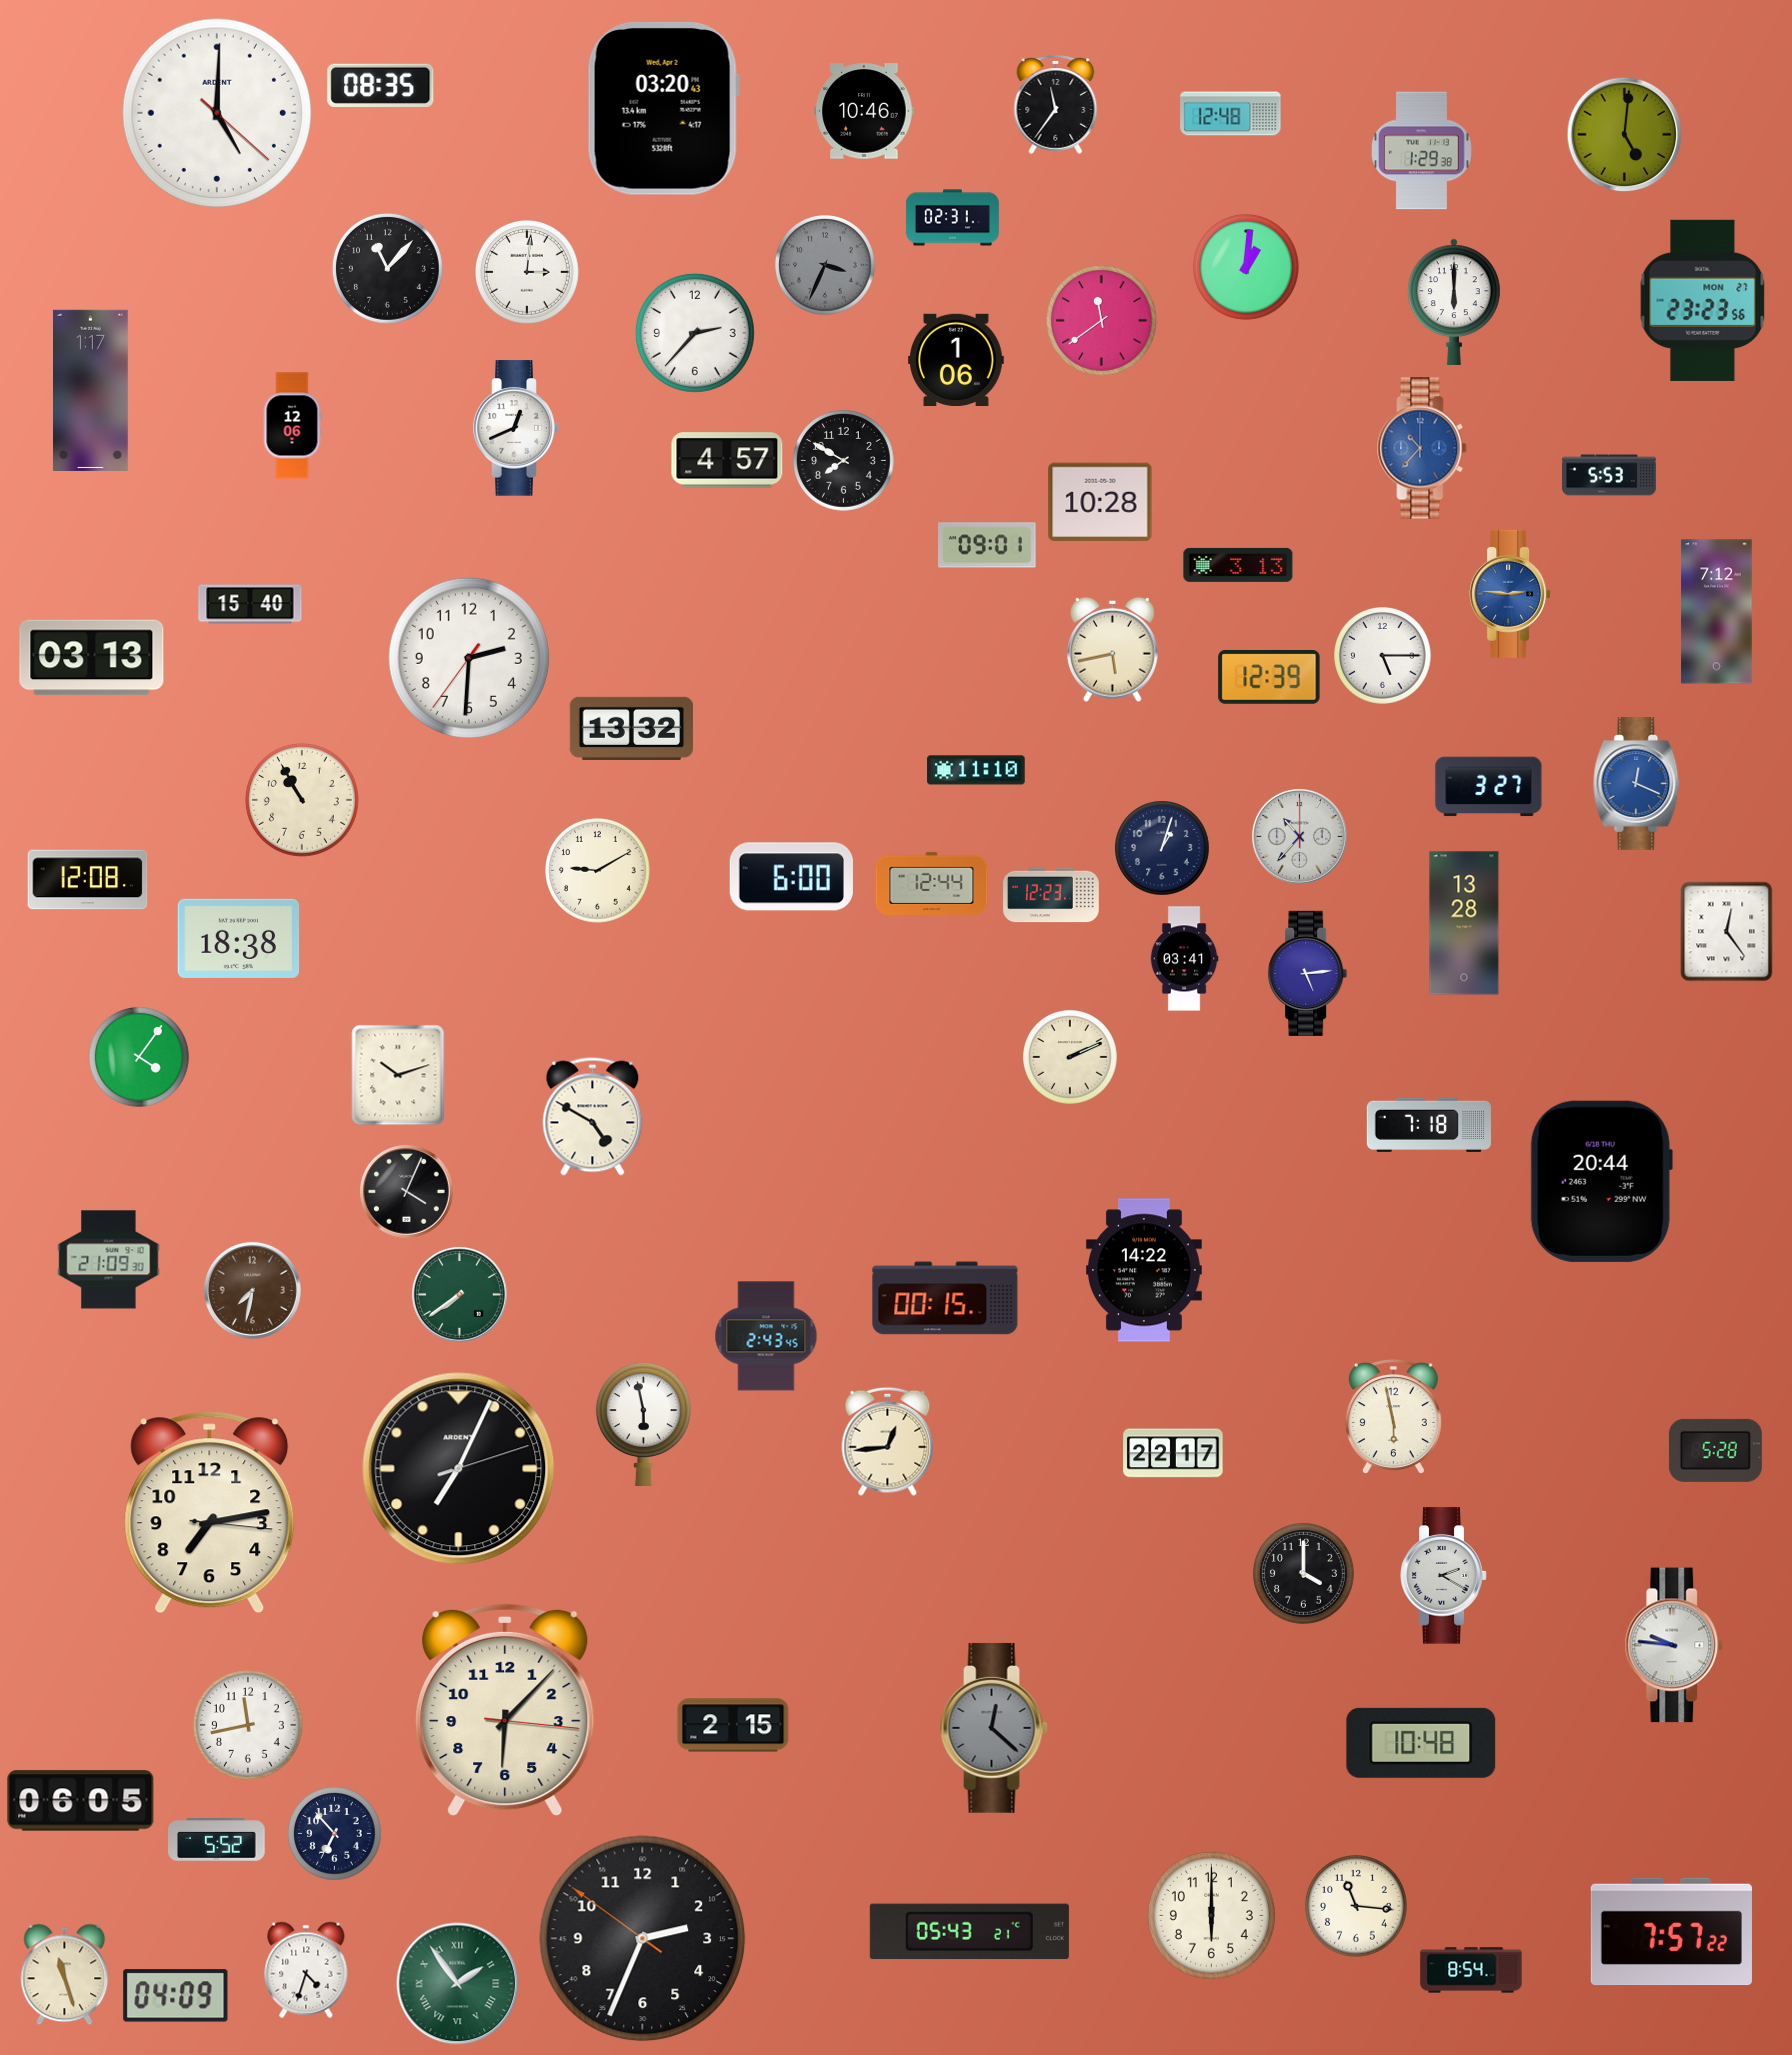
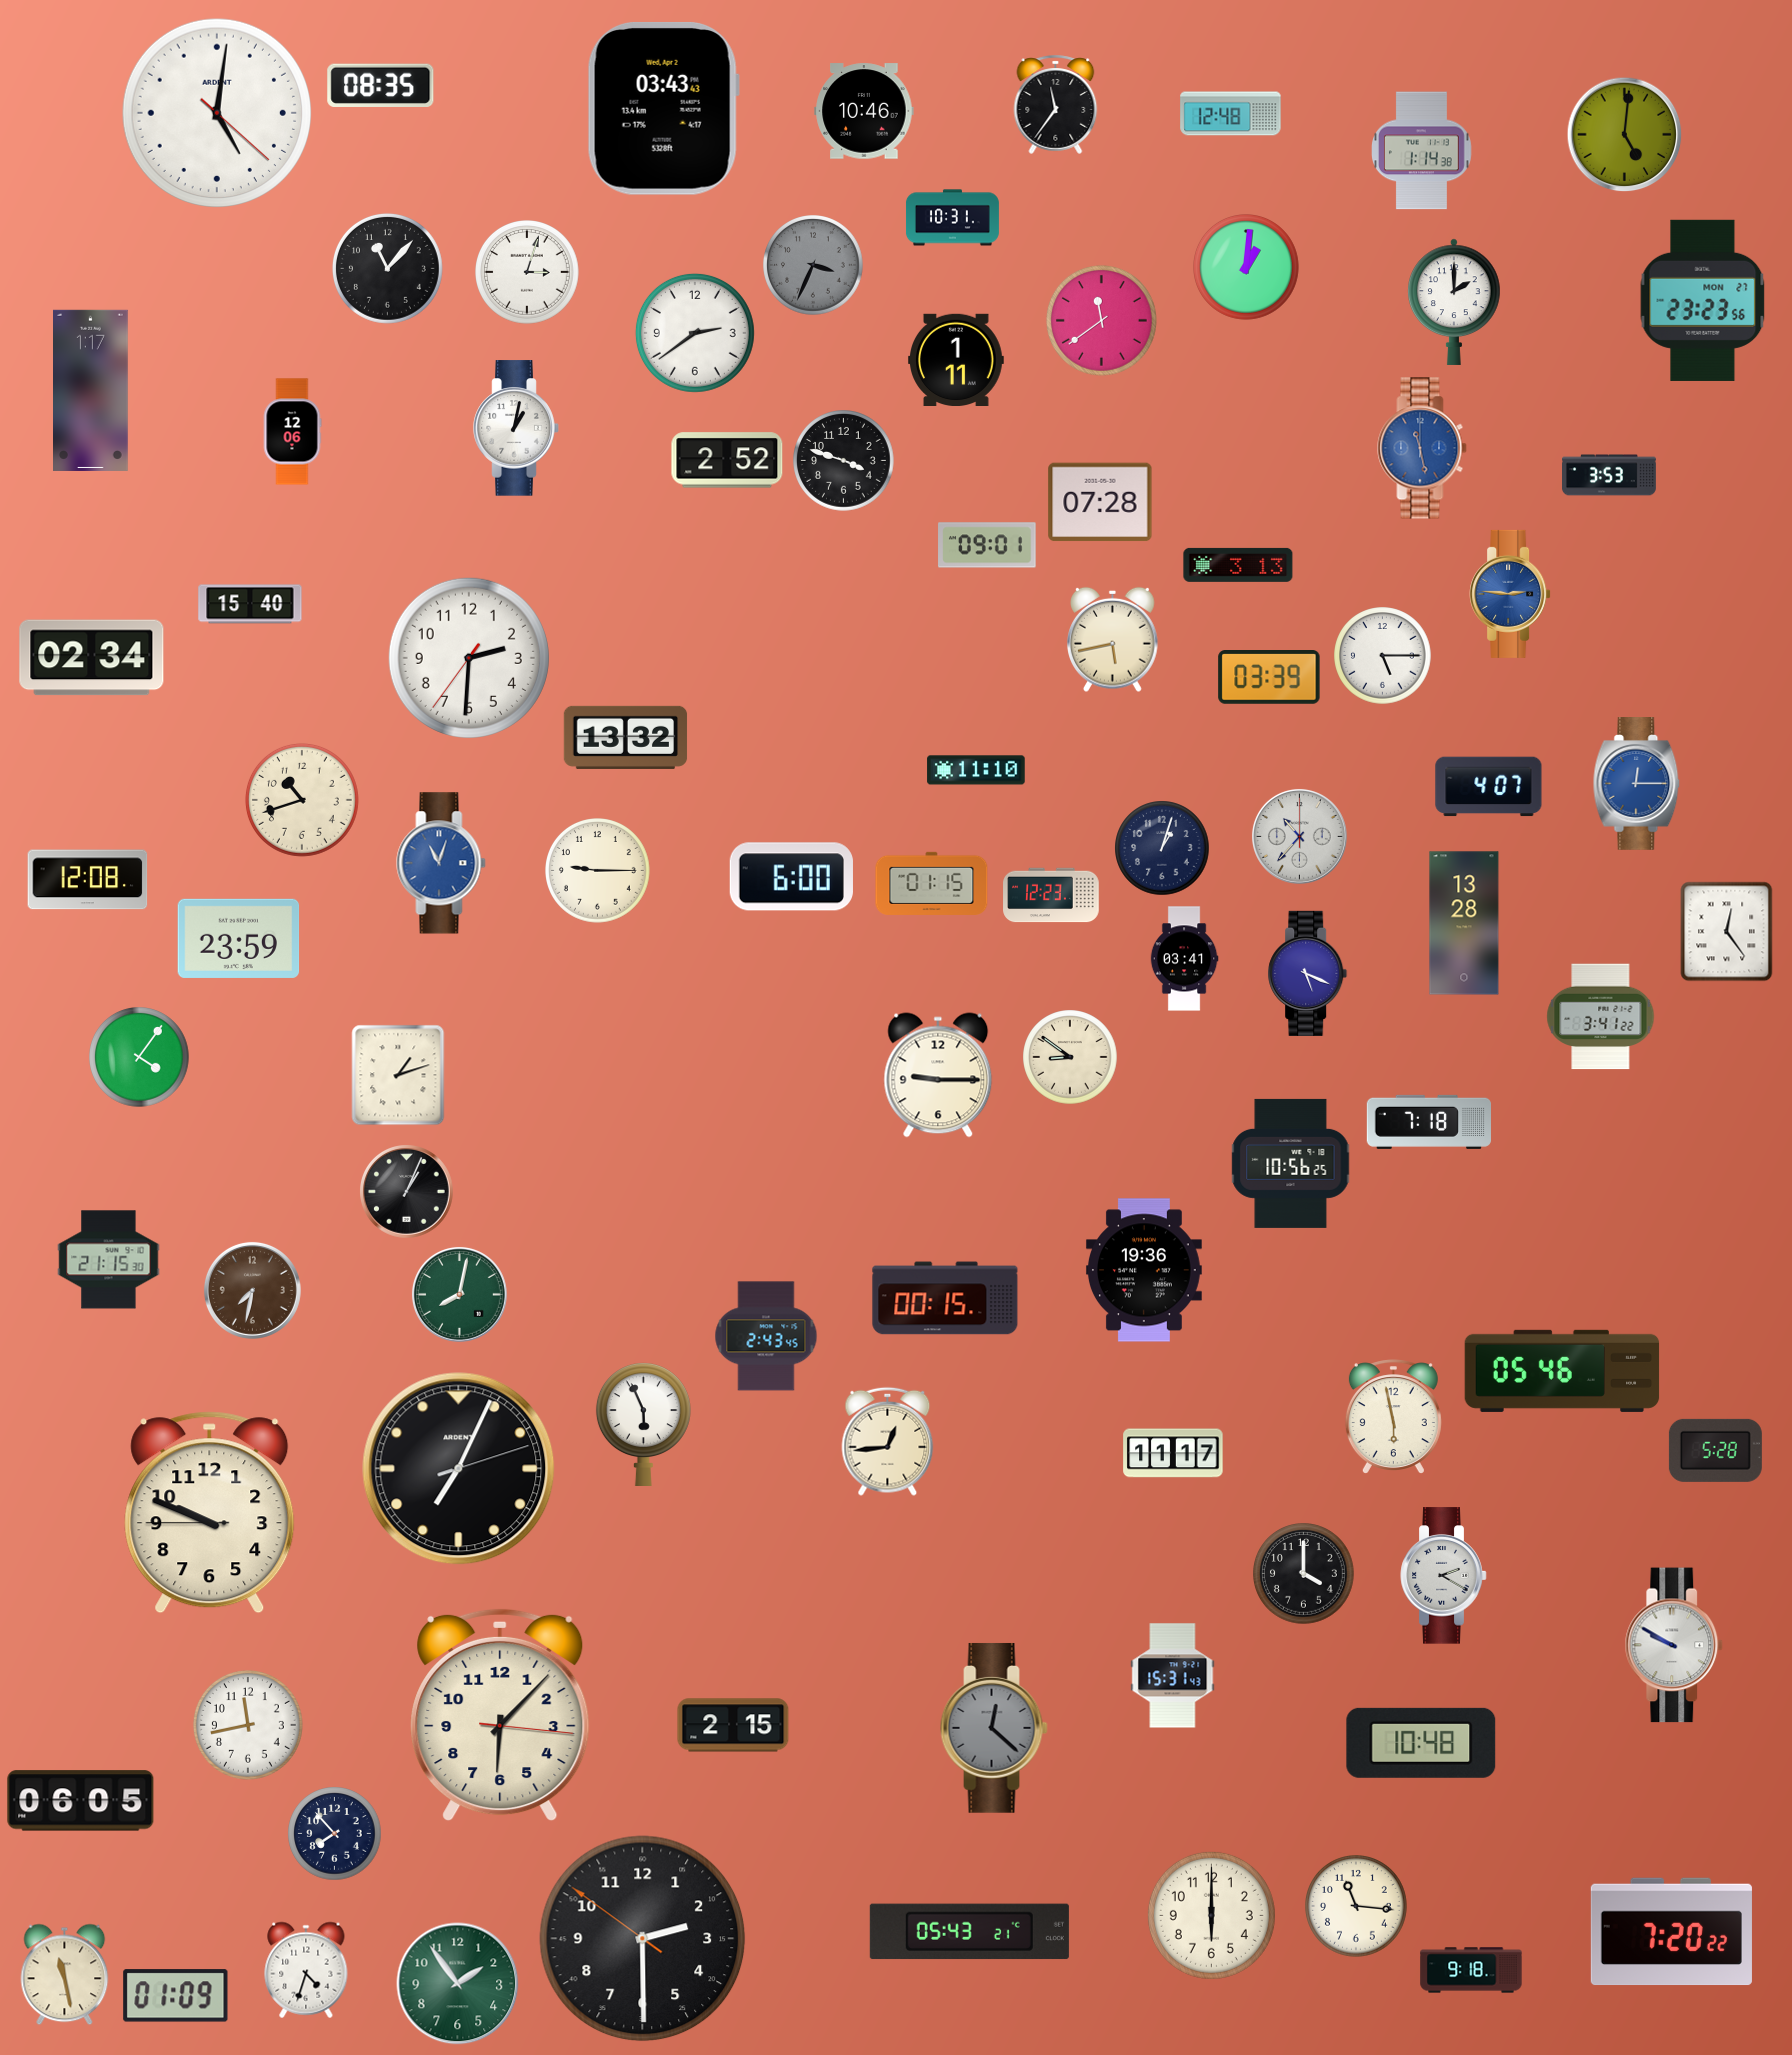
clock at (663, 109): 03:20 -> 03:43
clock at (216, 112): 5:00 -> 5:01
clock at (1422, 151): 1:29 -> 1:14
clock at (952, 218): 02:31 -> 10:31
clock at (825, 265) position: (825, 265) -> (813, 265)
clock at (528, 273): 3:01 -> 3:03
clock at (1454, 302): 6:00 -> 2:00
clock at (695, 333): 2:37 -> 2:39
clock at (957, 359): 1:06 -> 1:11
clock at (292, 426) position: (292, 426) -> (292, 432)
clock at (516, 428): 12:41 -> 1:02
clock at (1422, 448): 10:37 -> 11:28
clock at (727, 460): 4:57 -> 2:52
clock at (844, 461): 7:50 -> 3:48
clock at (1610, 475): 5:53 -> 3:53
clock at (1100, 502): 10:28 -> 07:28
clock at (1717, 612): 7:12 -> none
clock at (1113, 649) position: (1113, 649) -> (1113, 639)
clock at (92, 658): 03:13 -> 02:34
clock at (1269, 677): 12:39 -> 03:39
clock at (632, 728) position: (632, 728) -> (626, 737)
clock at (1637, 784): 12:19 -> 12:15
clock at (1489, 787): 3:27 -> 4:07
clock at (302, 800): 10:55 -> 10:42
clock at (441, 863): none -> 11:03
clock at (598, 871): 9:10 -> 9:15
clock at (932, 883): 12:44 -> 01:15
clock at (239, 938): 18:38 -> 23:59
clock at (1308, 973): 5:14 -> 5:19
clock at (1601, 1017): none -> 3:41
clock at (1070, 1057): 2:11 -> 8:51
clock at (398, 1075): 10:12 -> 1:12
clock at (938, 1075): none -> 9:15
clock at (593, 1117): 4:50 -> none
clock at (1429, 1125) position: (1429, 1125) -> (1429, 1122)
clock at (1291, 1163): none -> 10:56
clock at (1601, 1181): 20:44 -> none
clock at (407, 1192): 4:04 -> 1:04
clock at (109, 1260): 21:09 -> 21:15
clock at (1144, 1270): 14:22 -> 19:36
clock at (459, 1294): 7:39 -> 8:02
clock at (1562, 1371): none -> 05:46
clock at (643, 1424): 5:58 -> 5:56
clock at (1173, 1453): 22:17 -> 11:17
clock at (210, 1513): 7:13 -> 9:48
clock at (1674, 1645): 9:46 -> 9:50
clock at (1173, 1676): none -> 15:31
clock at (505, 1710) position: (505, 1710) -> (500, 1715)
clock at (335, 1834): 6:53 -> 7:53
clock at (217, 1840): 5:52 -> none
clock at (1671, 1932): 7:57 -> 7:20
clock at (643, 1939): 2:33 -> 2:29
clock at (1471, 1970): 8:54 -> 9:18
clock at (65, 1975): 11:27 -> 11:28
clock at (458, 1984) numerals: Roman -> Arabic
clock at (176, 1996): 04:09 -> 01:09
